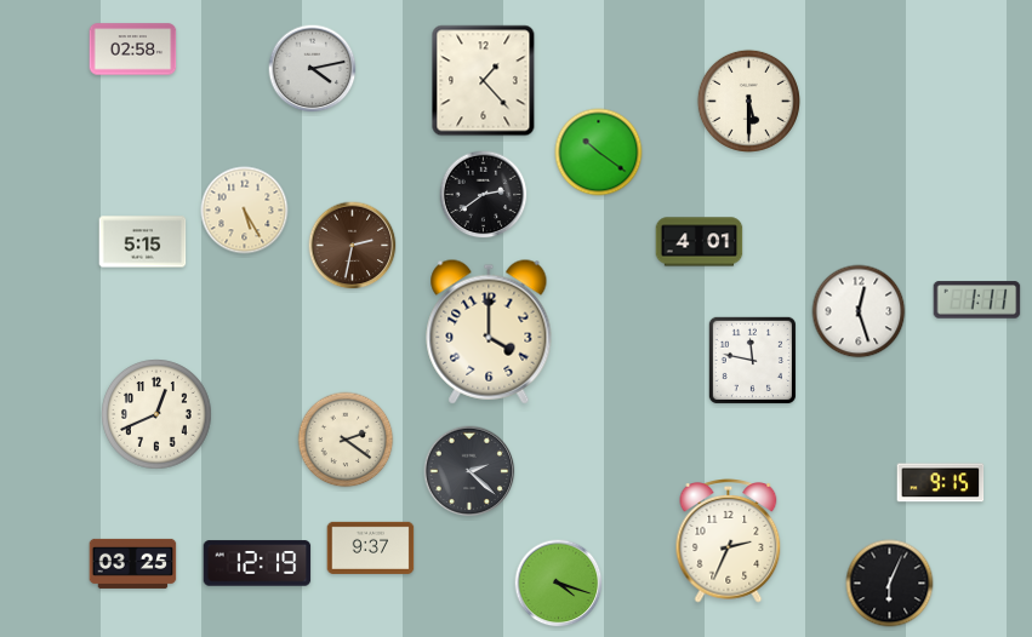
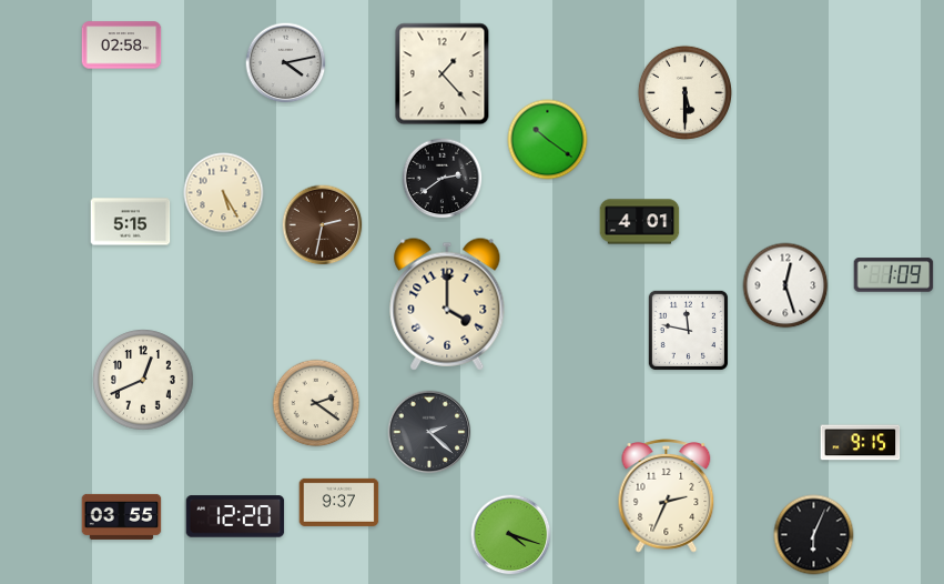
clock at (977, 300): 1:11 -> 1:09
clock at (133, 563): 03:25 -> 03:55
clock at (257, 563): 12:19 -> 12:20
